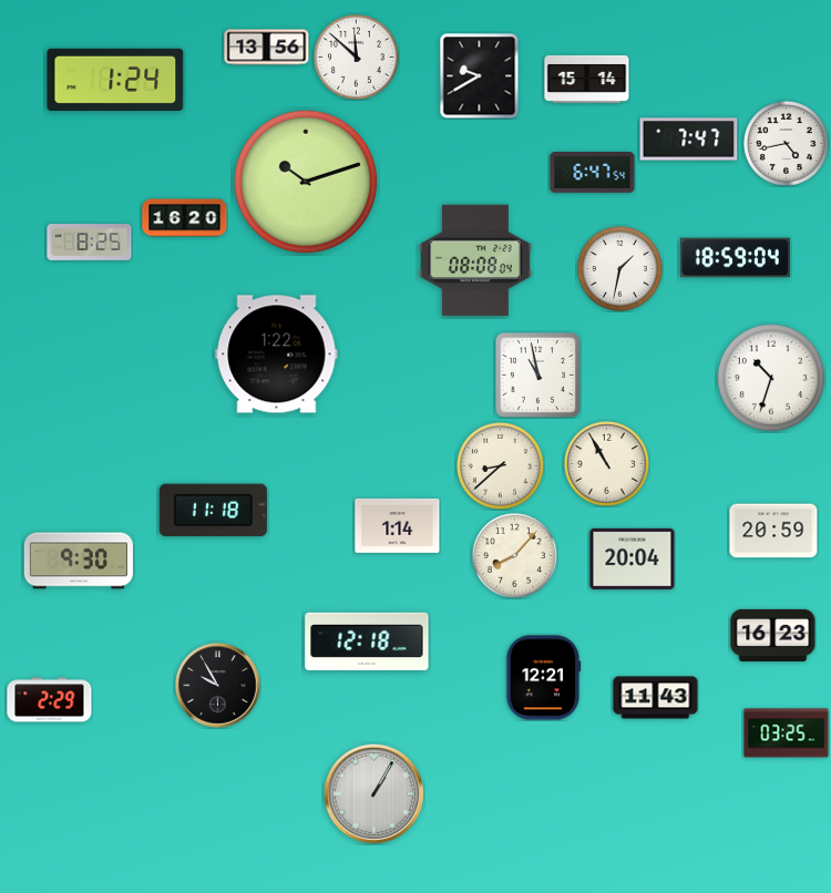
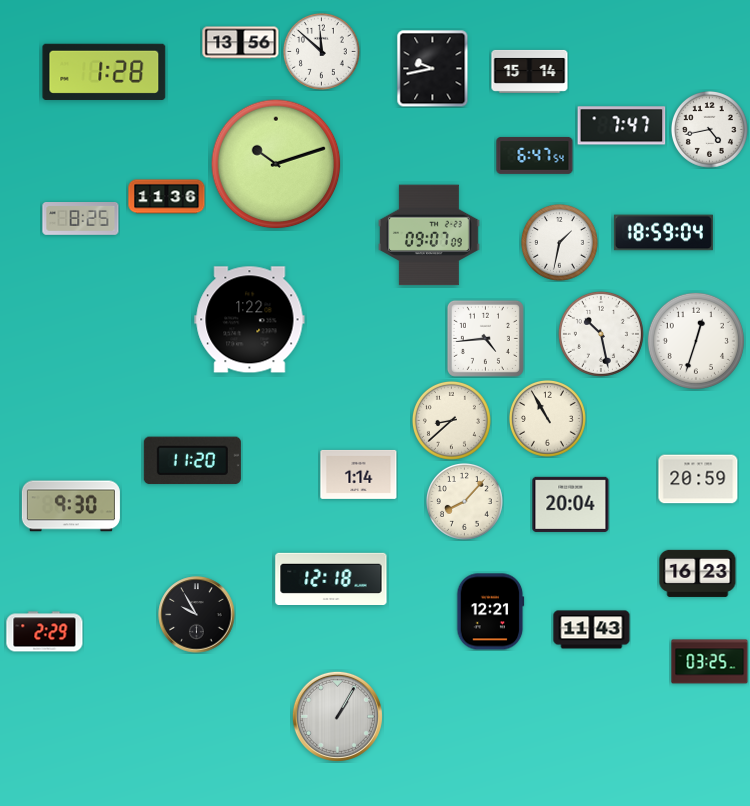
clock at (480, 75): 9:40 -> 9:43
clock at (115, 80): 1:24 -> 1:28
clock at (185, 218): 16:20 -> 11:36
clock at (475, 260): 08:08 -> 09:07
clock at (601, 334): none -> 10:28
clock at (537, 374): 10:58 -> 4:44
clock at (771, 378): 10:33 -> 12:33
clock at (213, 511): 11:18 -> 11:20
clock at (218, 686) position: (218, 686) -> (197, 615)
